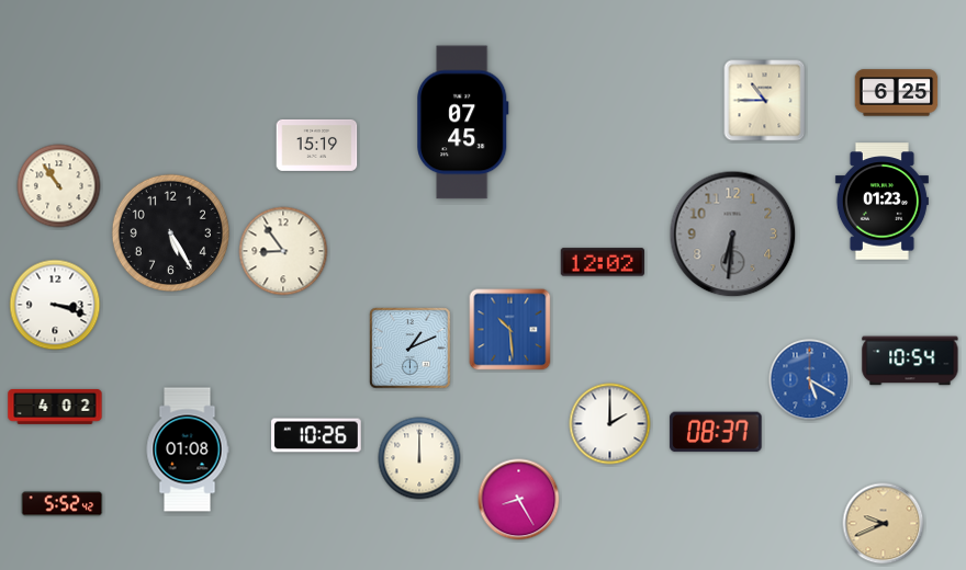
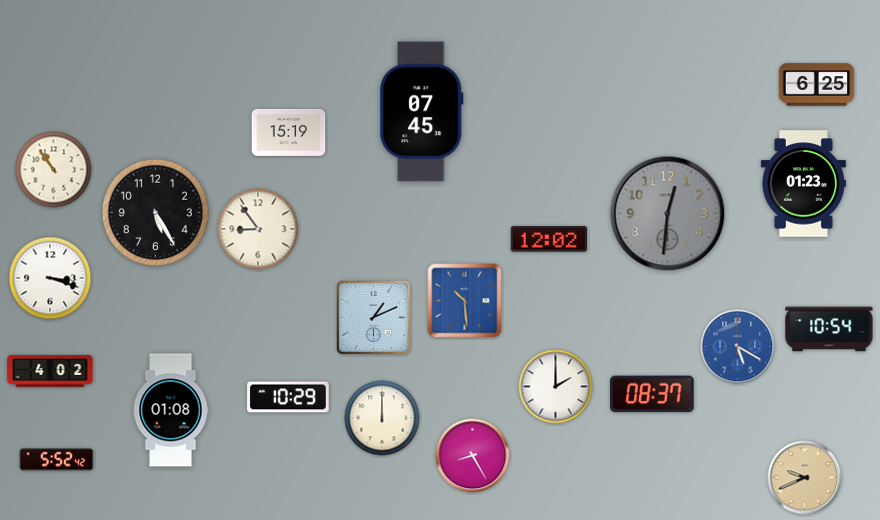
clock at (765, 101): 10:45 -> none
clock at (733, 235): 6:31 -> 12:31
clock at (316, 435): 10:26 -> 10:29
